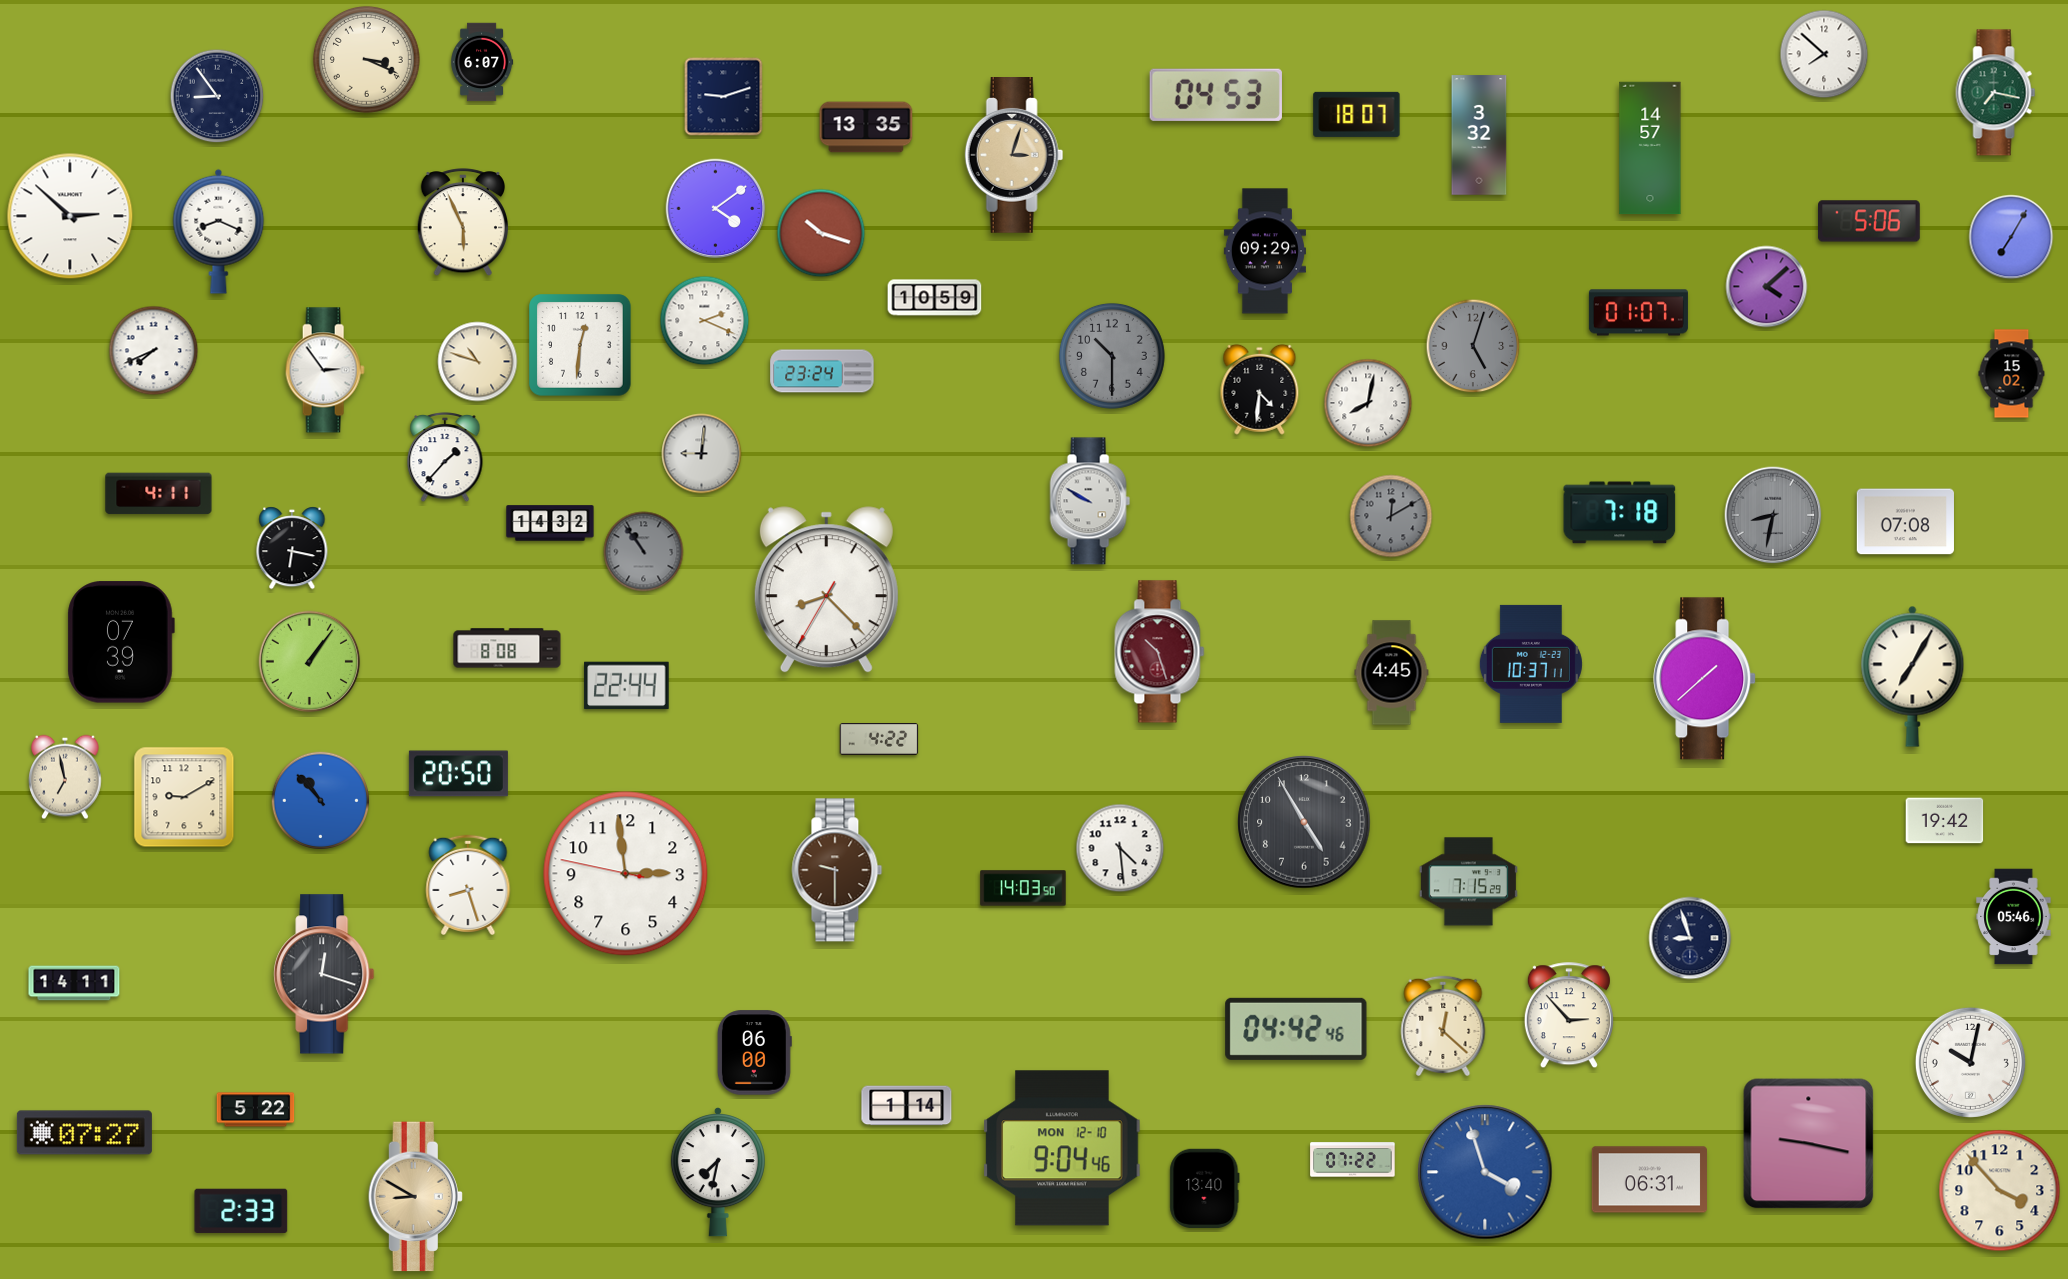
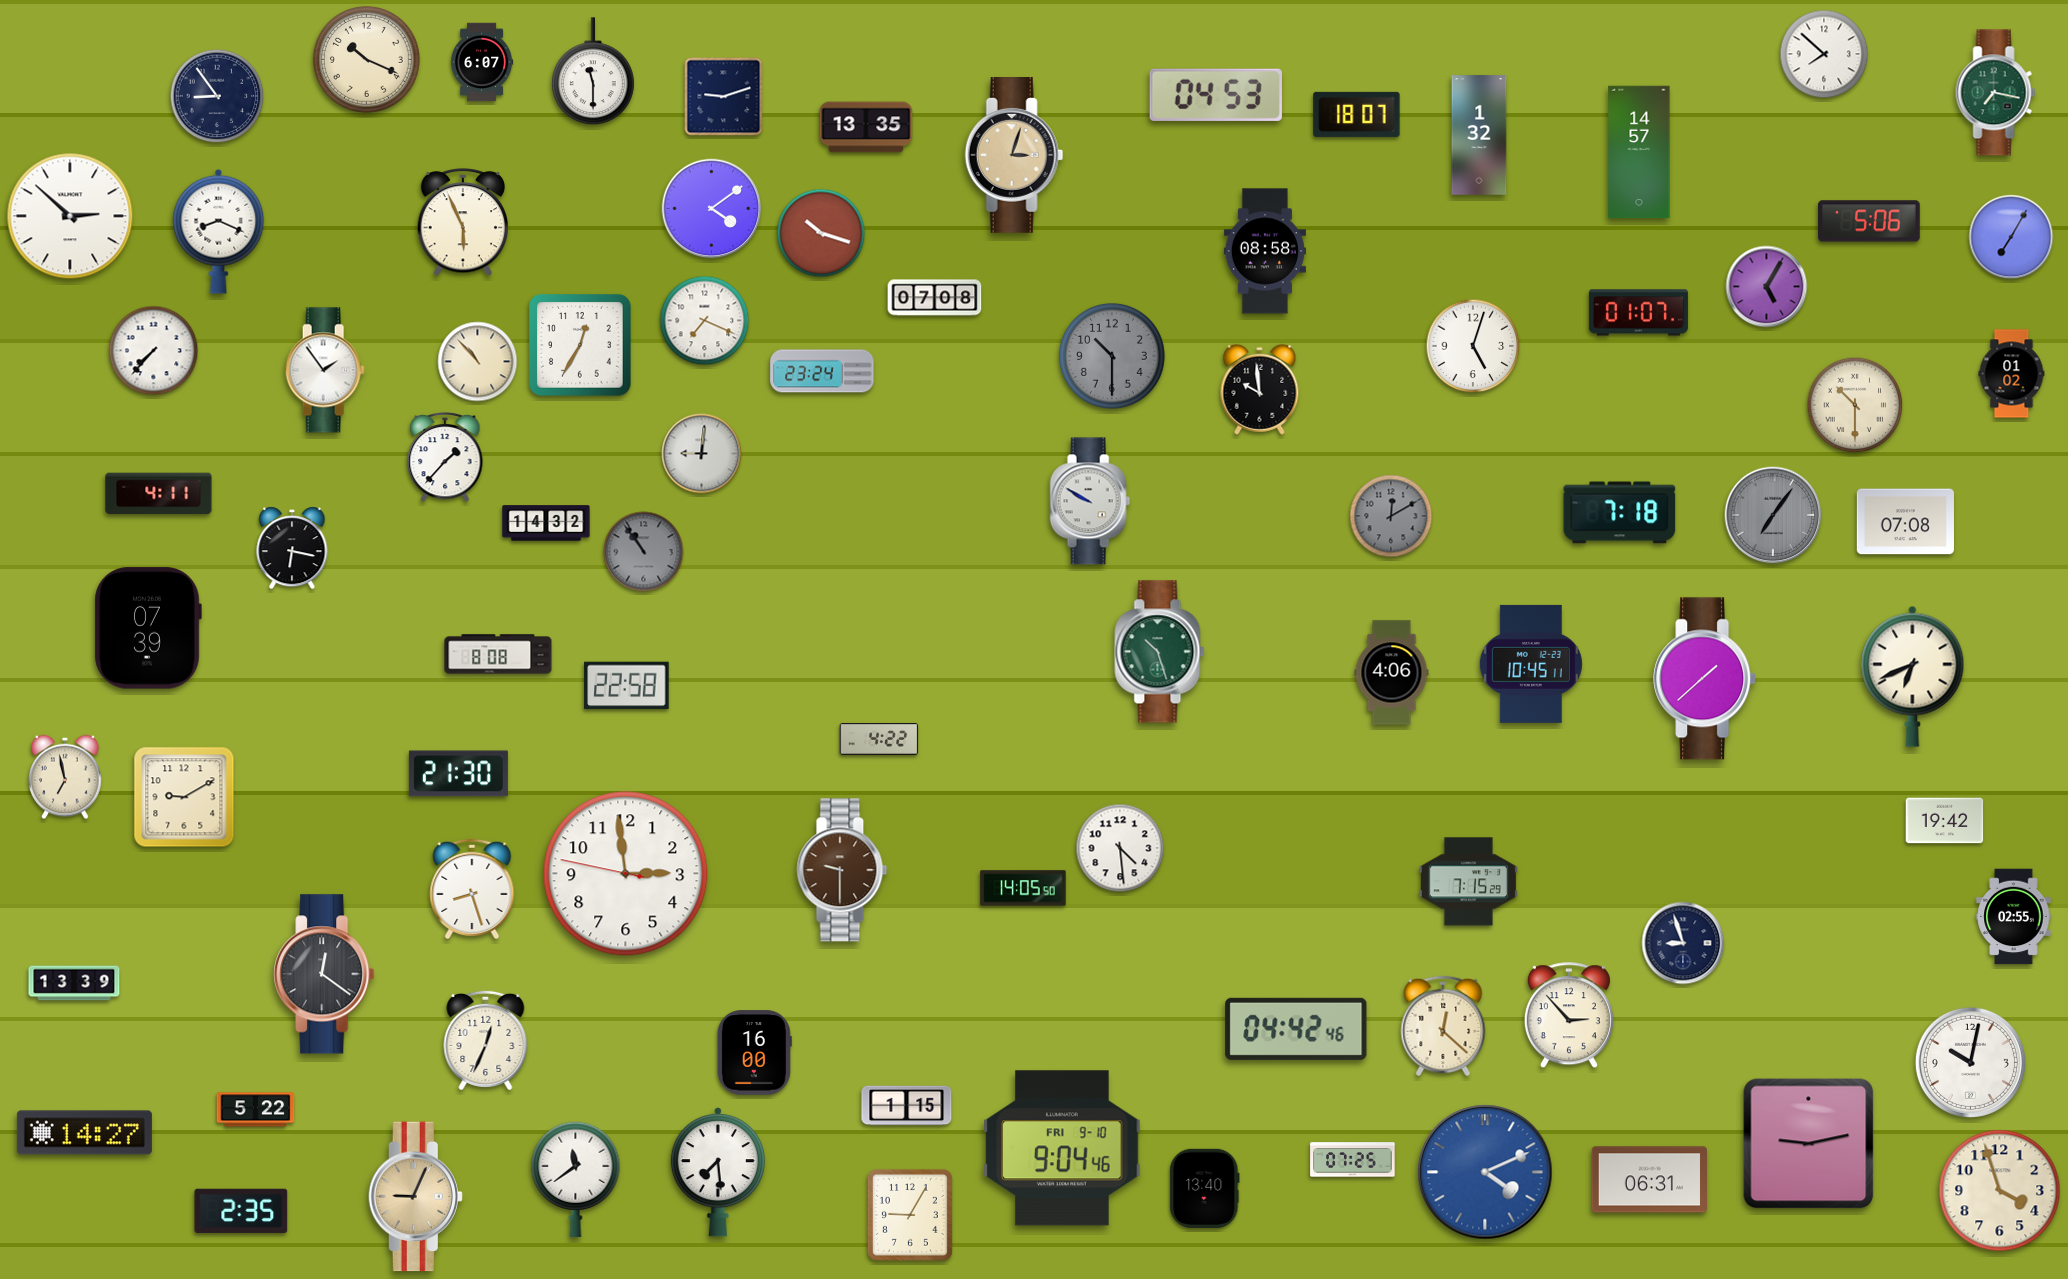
clock at (366, 59): 3:19 -> 10:19
clock at (593, 72): none -> 11:30
clock at (1479, 135): 3:32 -> 1:32
clock at (1650, 148) position: (1650, 148) -> (1639, 152)
clock at (716, 209) position: (716, 209) -> (712, 209)
clock at (1265, 251): 09:29 -> 08:58
clock at (1767, 287): 4:08 -> 5:05
clock at (935, 298): 10:59 -> 07:08
clock at (705, 321): 2:19 -> 7:19
clock at (580, 345): 12:31 -> 12:35
clock at (1473, 346) dial: grey -> white
clock at (154, 351): 7:41 -> 7:37
clock at (478, 362): 10:48 -> 10:53
clock at (325, 370): 2:54 -> 1:54
clock at (2012, 374): 15:02 -> 01:02
clock at (1260, 389): 4:31 -> 9:59
clock at (1368, 403): 8:02 -> none
clock at (1855, 405): none -> 10:30
clock at (1773, 515): 8:32 -> 7:06
clock at (550, 523) position: (550, 523) -> (546, 523)
clock at (826, 590): 8:22 -> none
clock at (121, 642) position: (121, 642) -> (148, 628)
clock at (507, 648) position: (507, 648) -> (498, 654)
clock at (1160, 652) dial: burgundy -> green
clock at (310, 662): 1:06 -> none
clock at (1531, 664): 10:37 -> 10:45
clock at (1392, 673): 4:45 -> 4:06
clock at (1913, 676): 7:05 -> 6:41
clock at (627, 686): 22:44 -> 22:58
clock at (458, 774): 20:50 -> 21:30
clock at (321, 801): 10:53 -> none
clock at (1304, 822): 4:55 -> none
clock at (837, 870) position: (837, 870) -> (842, 870)
clock at (468, 884) position: (468, 884) -> (472, 888)
clock at (1023, 888): 14:03 -> 14:05
clock at (2014, 917): 05:46 -> 02:55
clock at (1690, 938) position: (1690, 938) -> (1683, 943)
clock at (324, 974): 12:18 -> 12:21
clock at (74, 983): 14:11 -> 13:39
clock at (486, 1040): none -> 12:34
clock at (754, 1053): 06:00 -> 16:00
clock at (907, 1106): 1:14 -> 1:15
clock at (84, 1133): 07:27 -> 14:27
clock at (1809, 1144): 9:17 -> 9:13
clock at (1062, 1148) date: MON 12-10 -> FRI 9-10
clock at (1353, 1160): 07:22 -> 07:25
clock at (1485, 1172): 3:57 -> 4:11
clock at (718, 1173): 7:32 -> 7:29
clock at (576, 1179): none -> 11:39
clock at (2000, 1191): 3:53 -> 3:57
clock at (415, 1197): 8:50 -> 9:04
clock at (241, 1211): 2:33 -> 2:35
clock at (910, 1215): none -> 9:05
